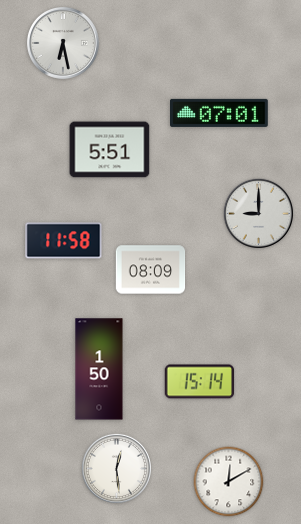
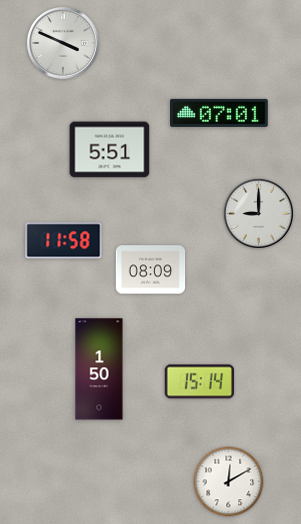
clock at (63, 43): 6:28 -> 3:49
clock at (116, 468): 12:29 -> none
